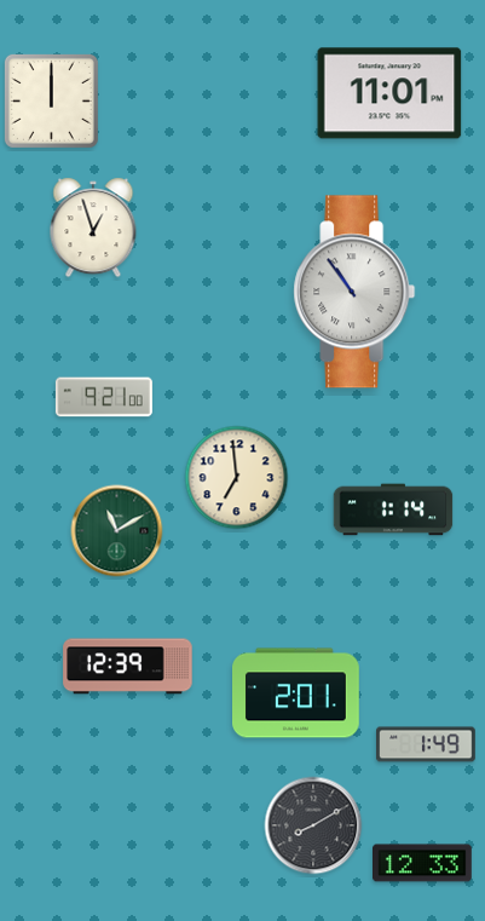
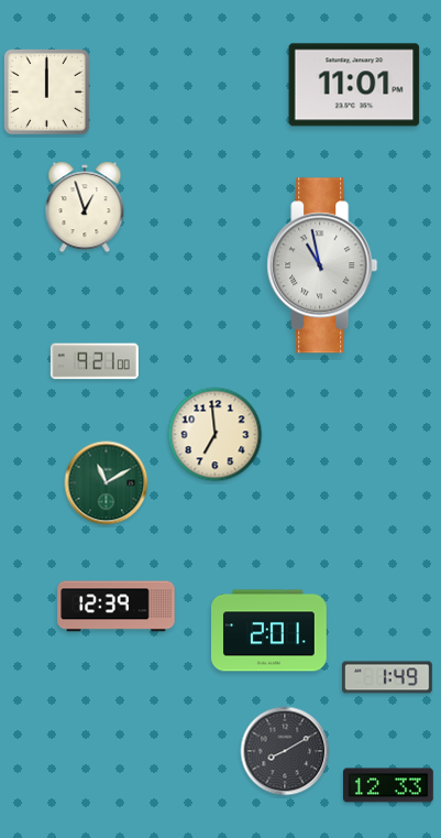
clock at (354, 292): 10:54 -> 10:58
clock at (393, 510): 1:14 -> none
clock at (423, 863) position: (423, 863) -> (389, 785)
